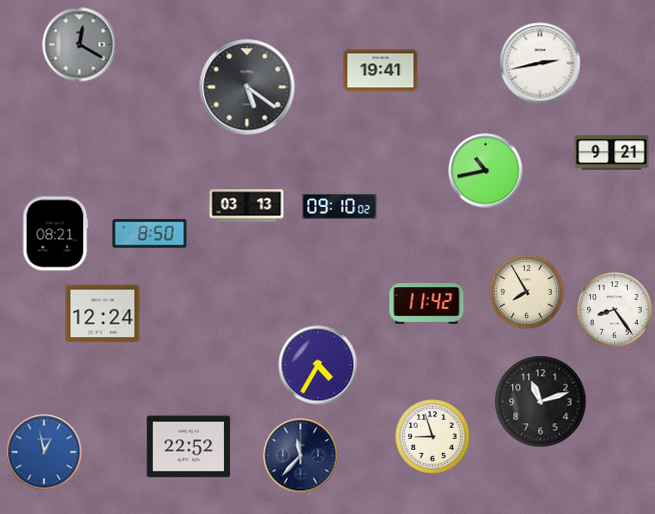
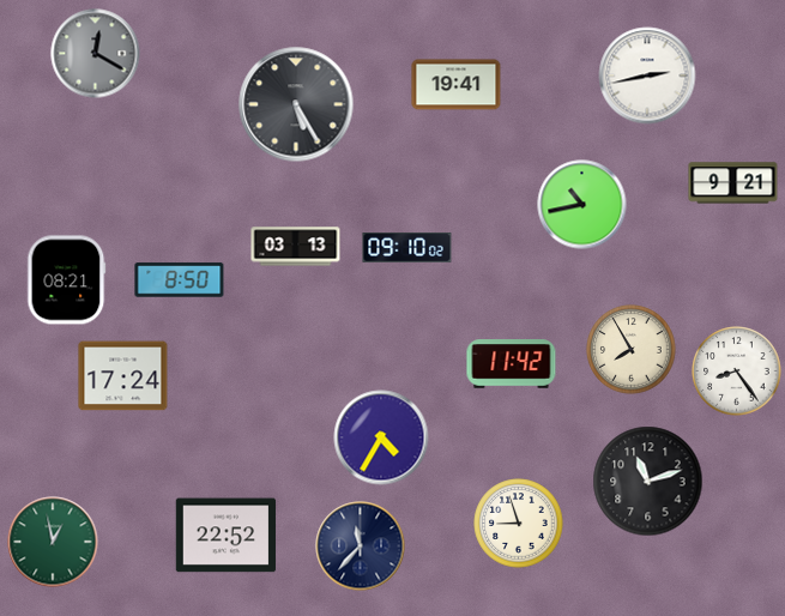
clock at (247, 87): 5:21 -> 5:25
clock at (103, 314): 12:24 -> 17:24
clock at (44, 452) dial: blue -> green
